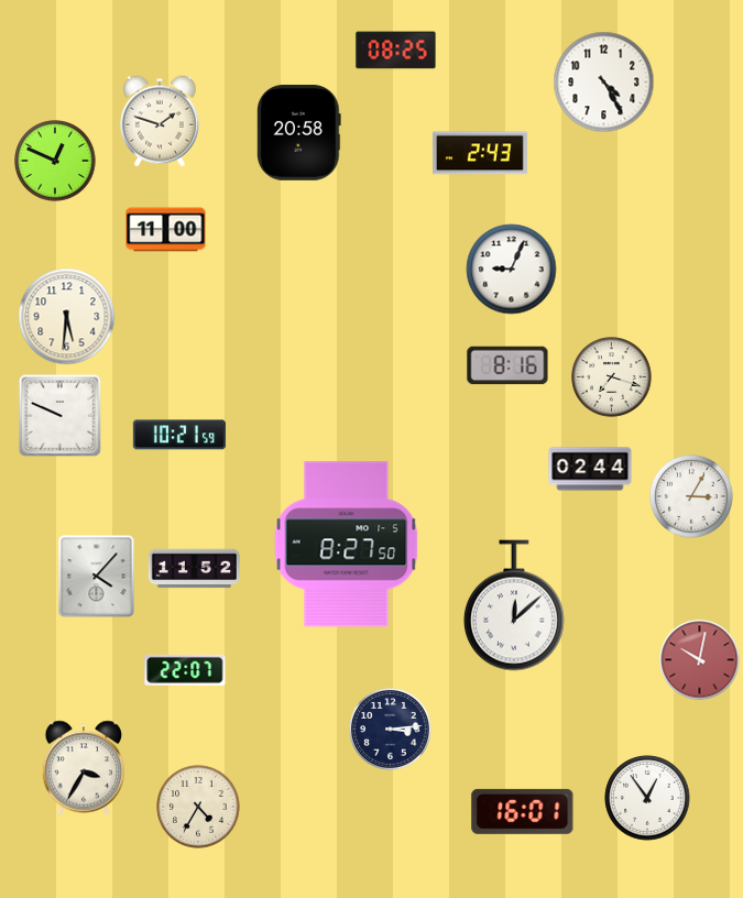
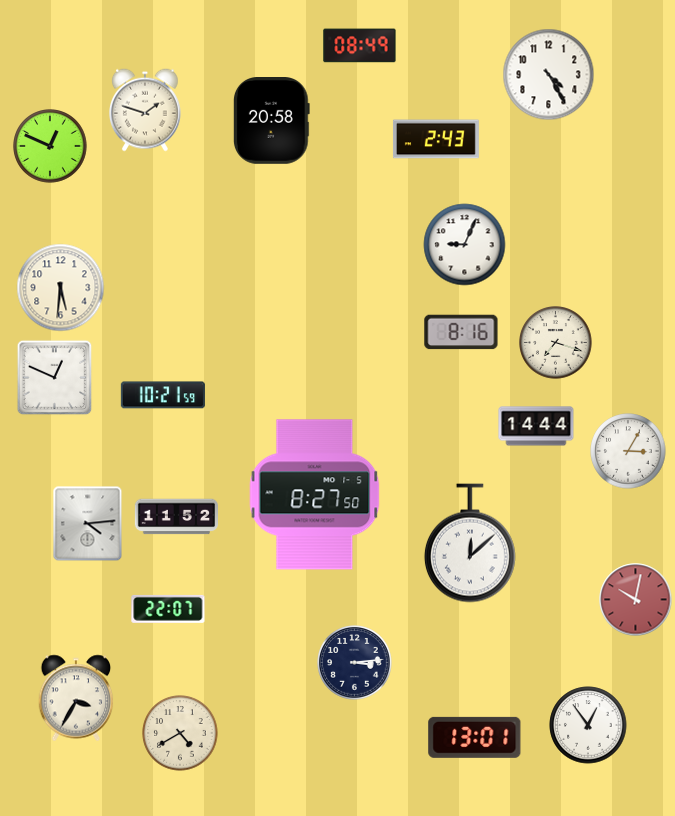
clock at (396, 51): 08:25 -> 08:49
clock at (166, 230): 11:00 -> none
clock at (61, 416): 9:49 -> 12:49
clock at (590, 469): 02:44 -> 14:44
clock at (97, 577): 4:07 -> 4:14
clock at (514, 605) position: (514, 605) -> (470, 543)
clock at (198, 807): 4:35 -> 4:40
clock at (523, 811): 16:01 -> 13:01
